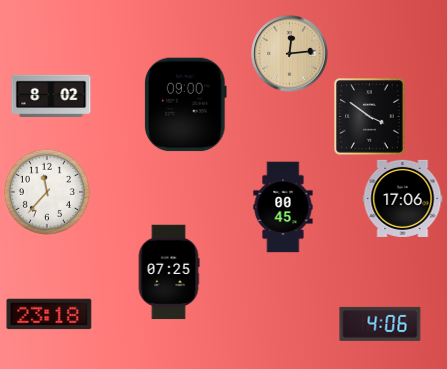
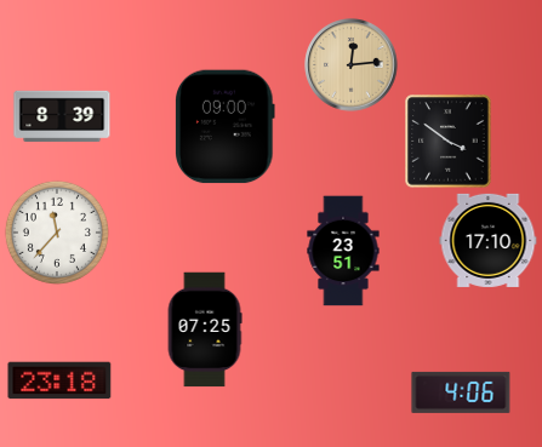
clock at (51, 95): 8:02 -> 8:39
clock at (403, 198): 17:06 -> 17:10
clock at (283, 207): 00:45 -> 23:51
